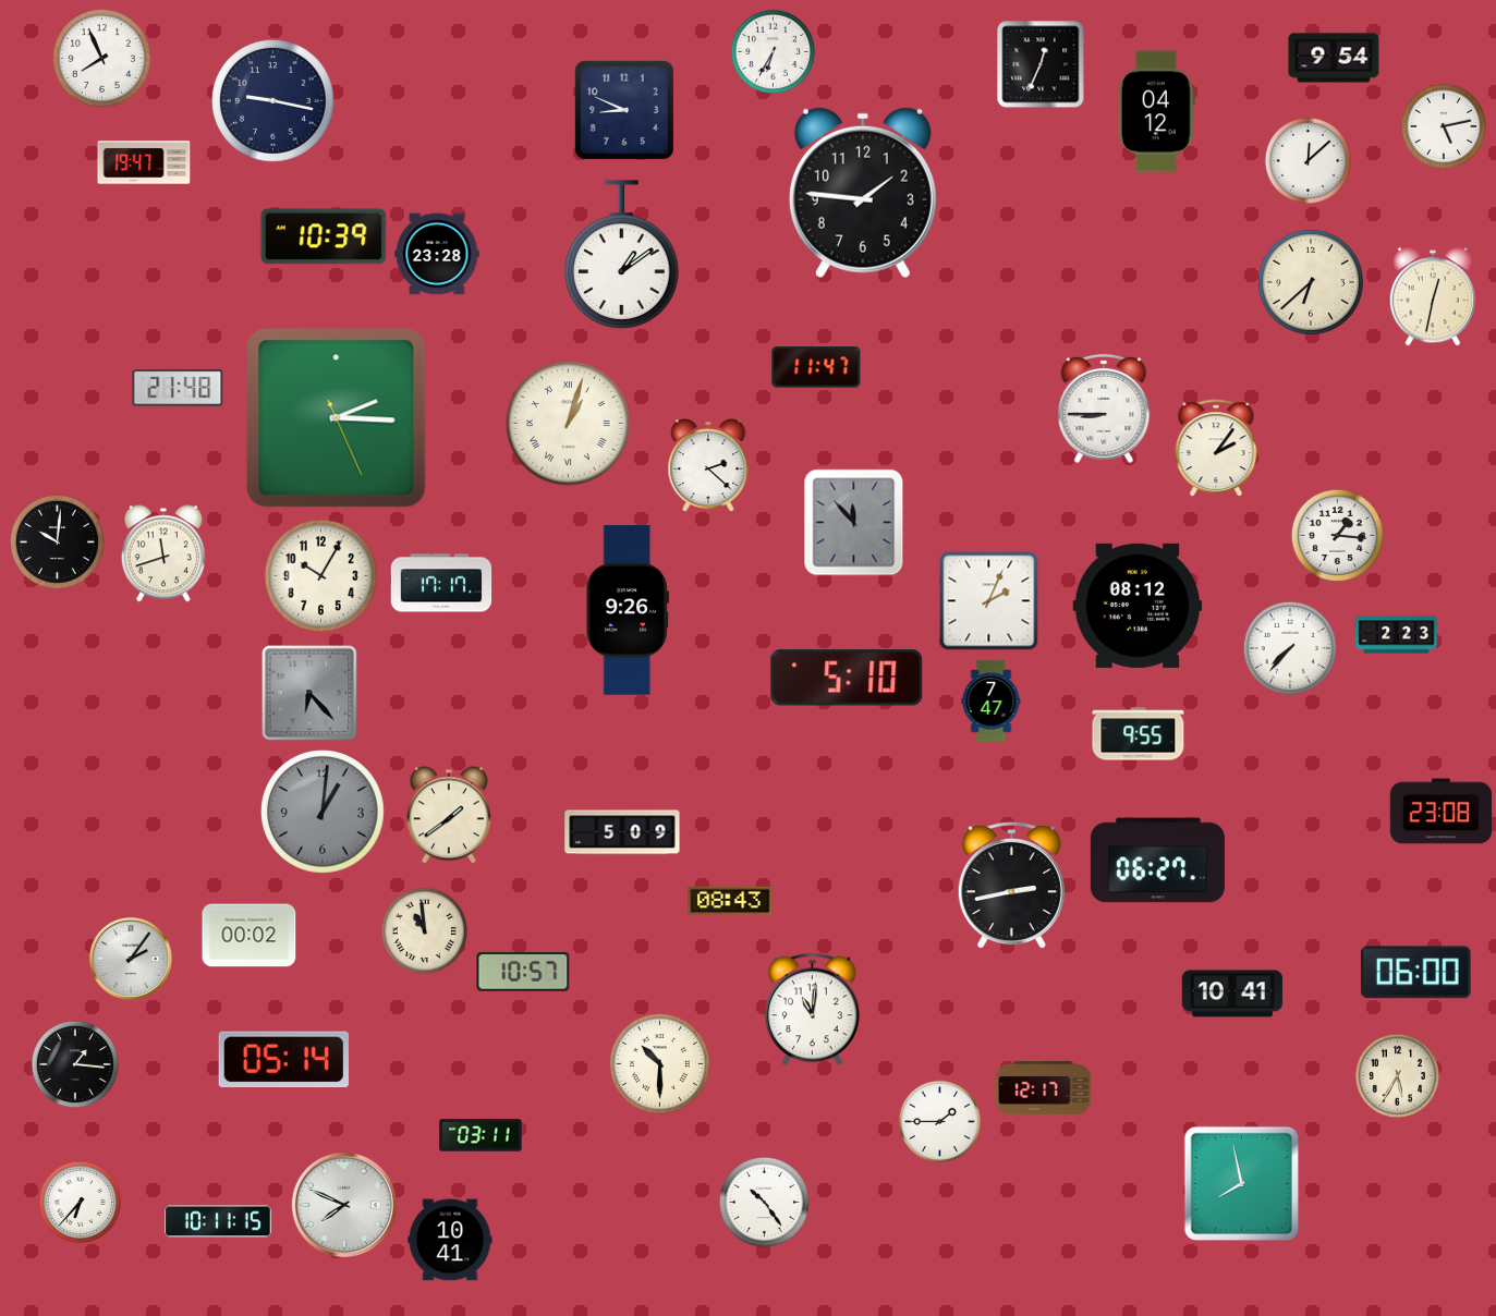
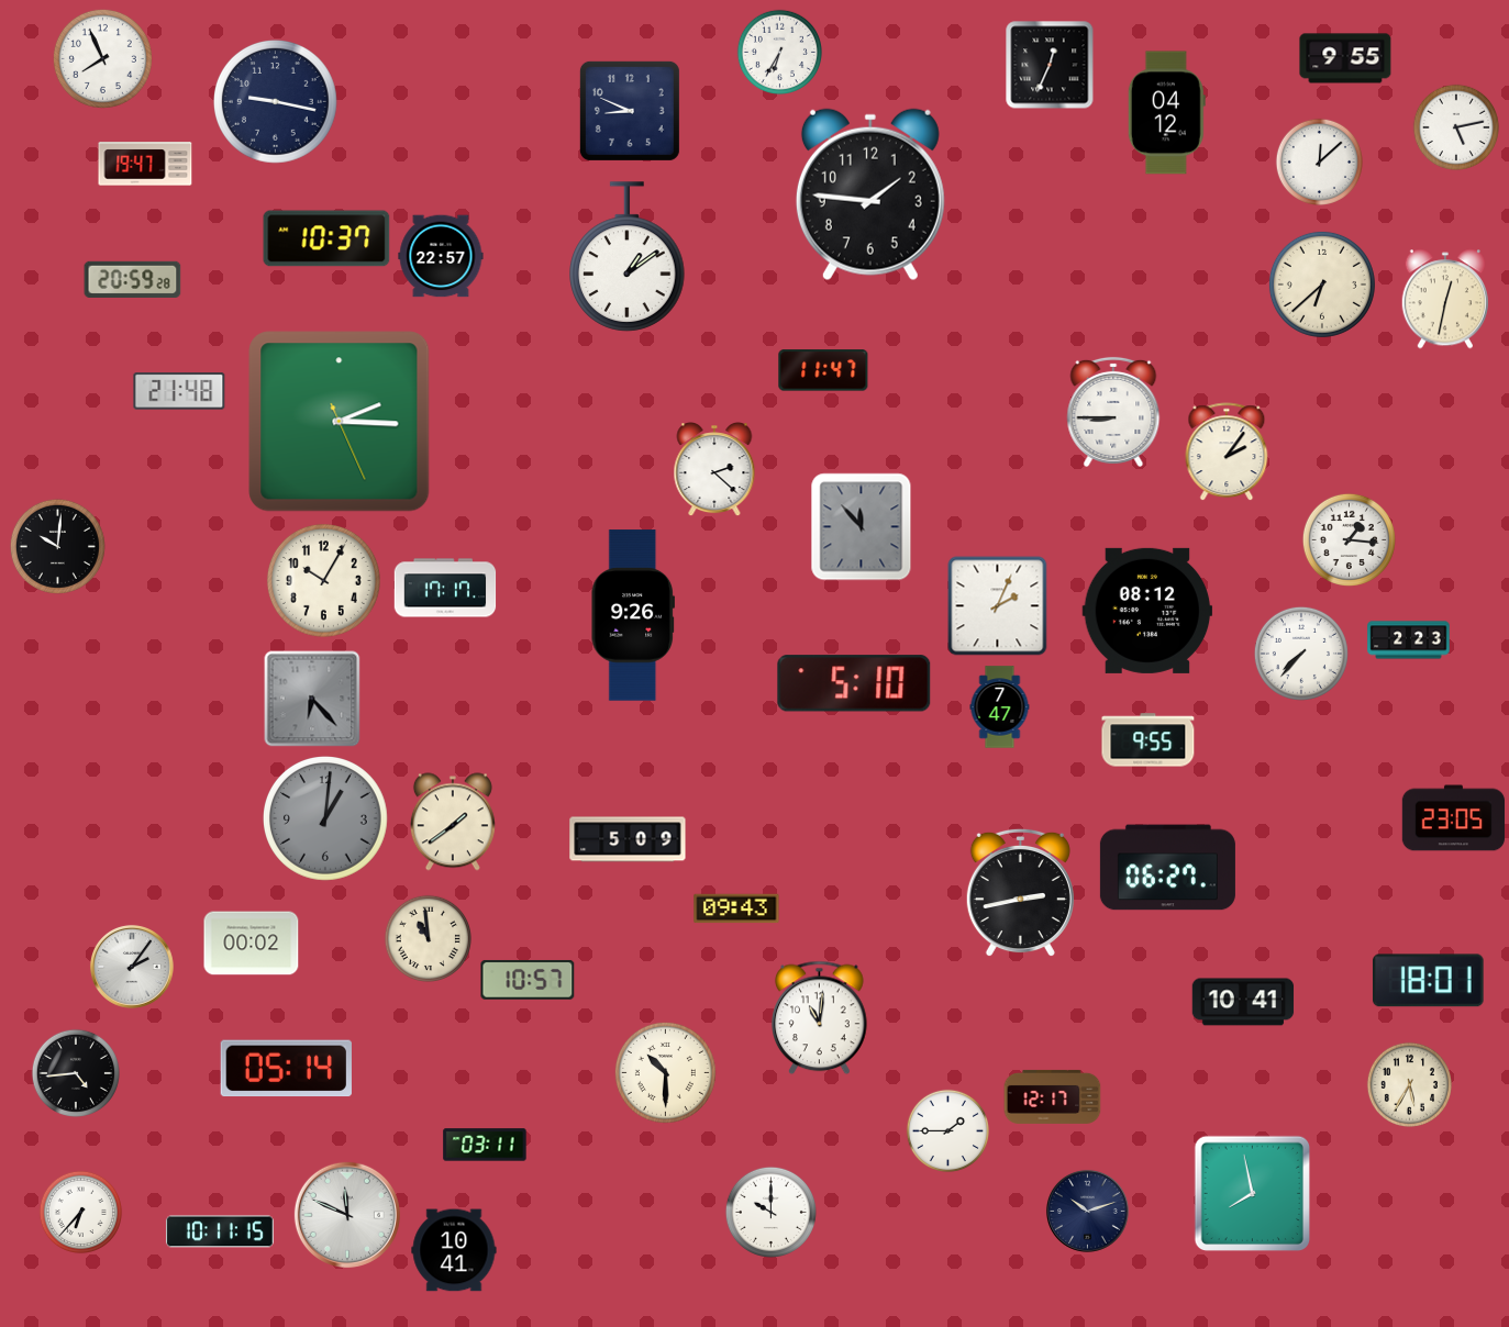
clock at (1334, 58): 9:54 -> 9:55
clock at (324, 236): 10:39 -> 10:37
clock at (437, 254): 23:28 -> 22:57
clock at (133, 279): none -> 20:59
clock at (569, 424): 1:03 -> none
clock at (163, 553): 11:42 -> none
clock at (1440, 812): 23:08 -> 23:05
clock at (730, 901): 08:43 -> 09:43
clock at (1416, 973): 06:00 -> 18:01
clock at (74, 1063): 1:16 -> 4:44
clock at (1087, 1211): none -> 10:12
clock at (764, 1202): 10:24 -> 10:00
clock at (344, 1205): 7:49 -> 11:49
